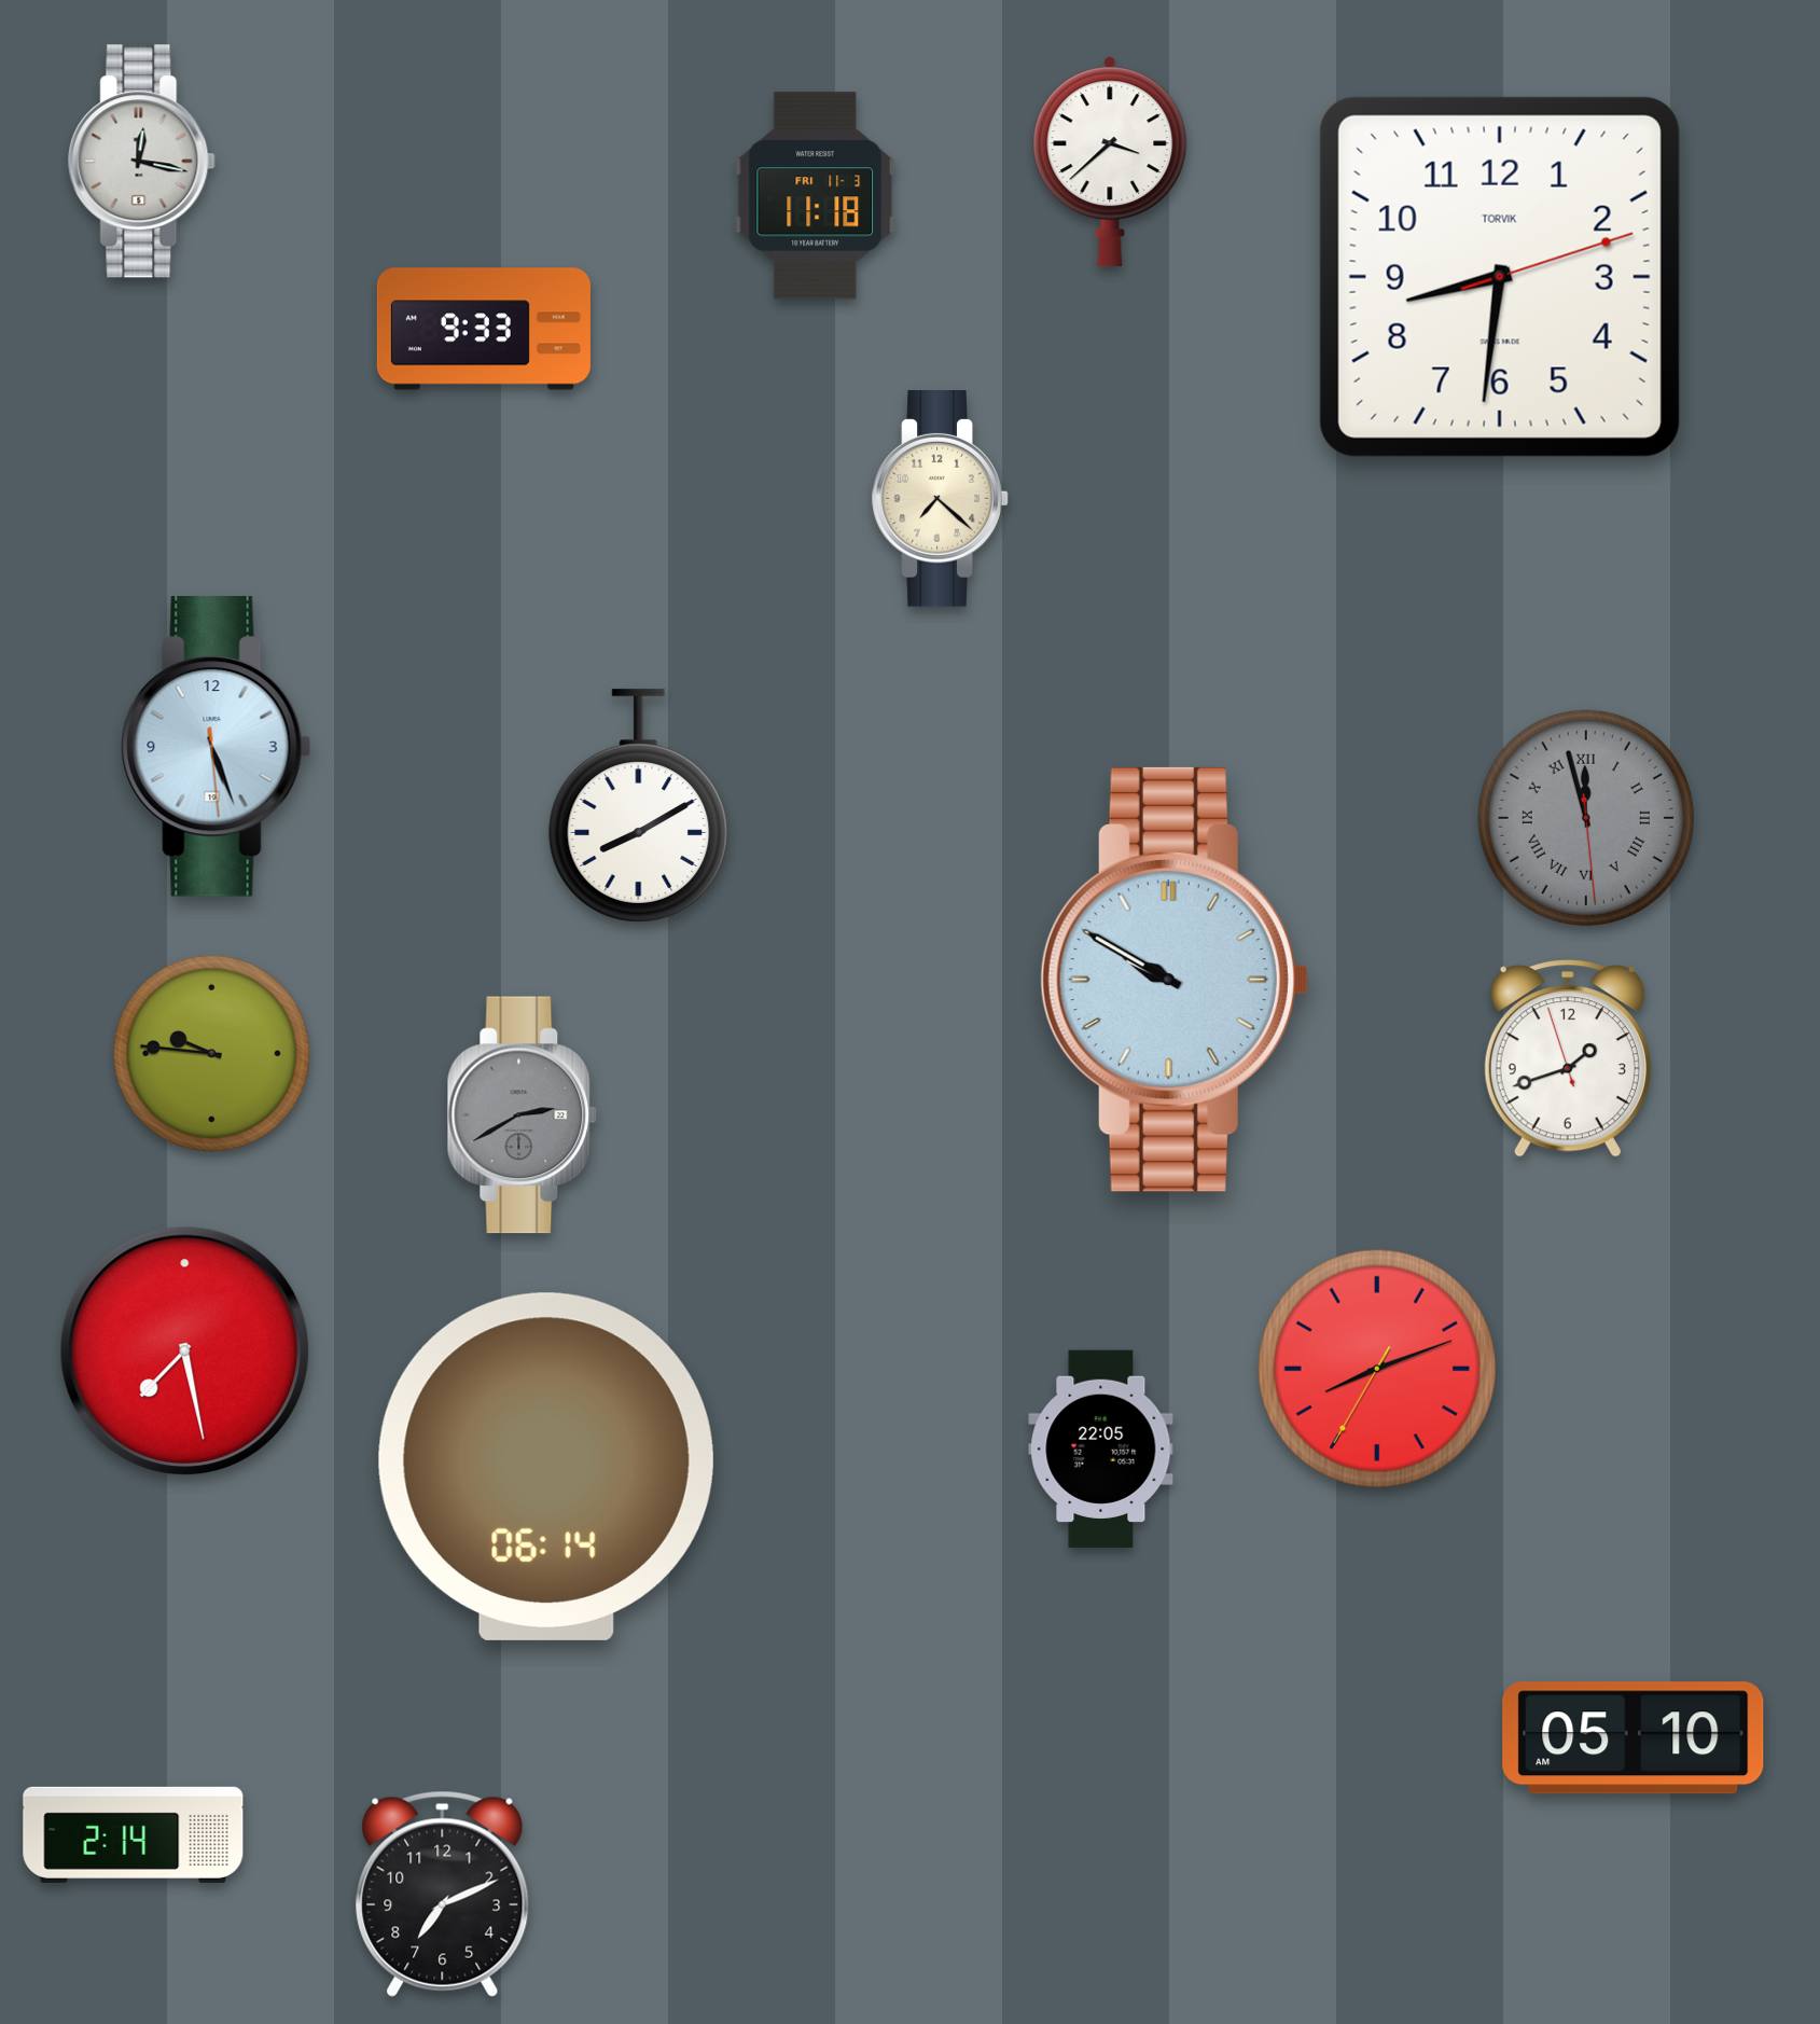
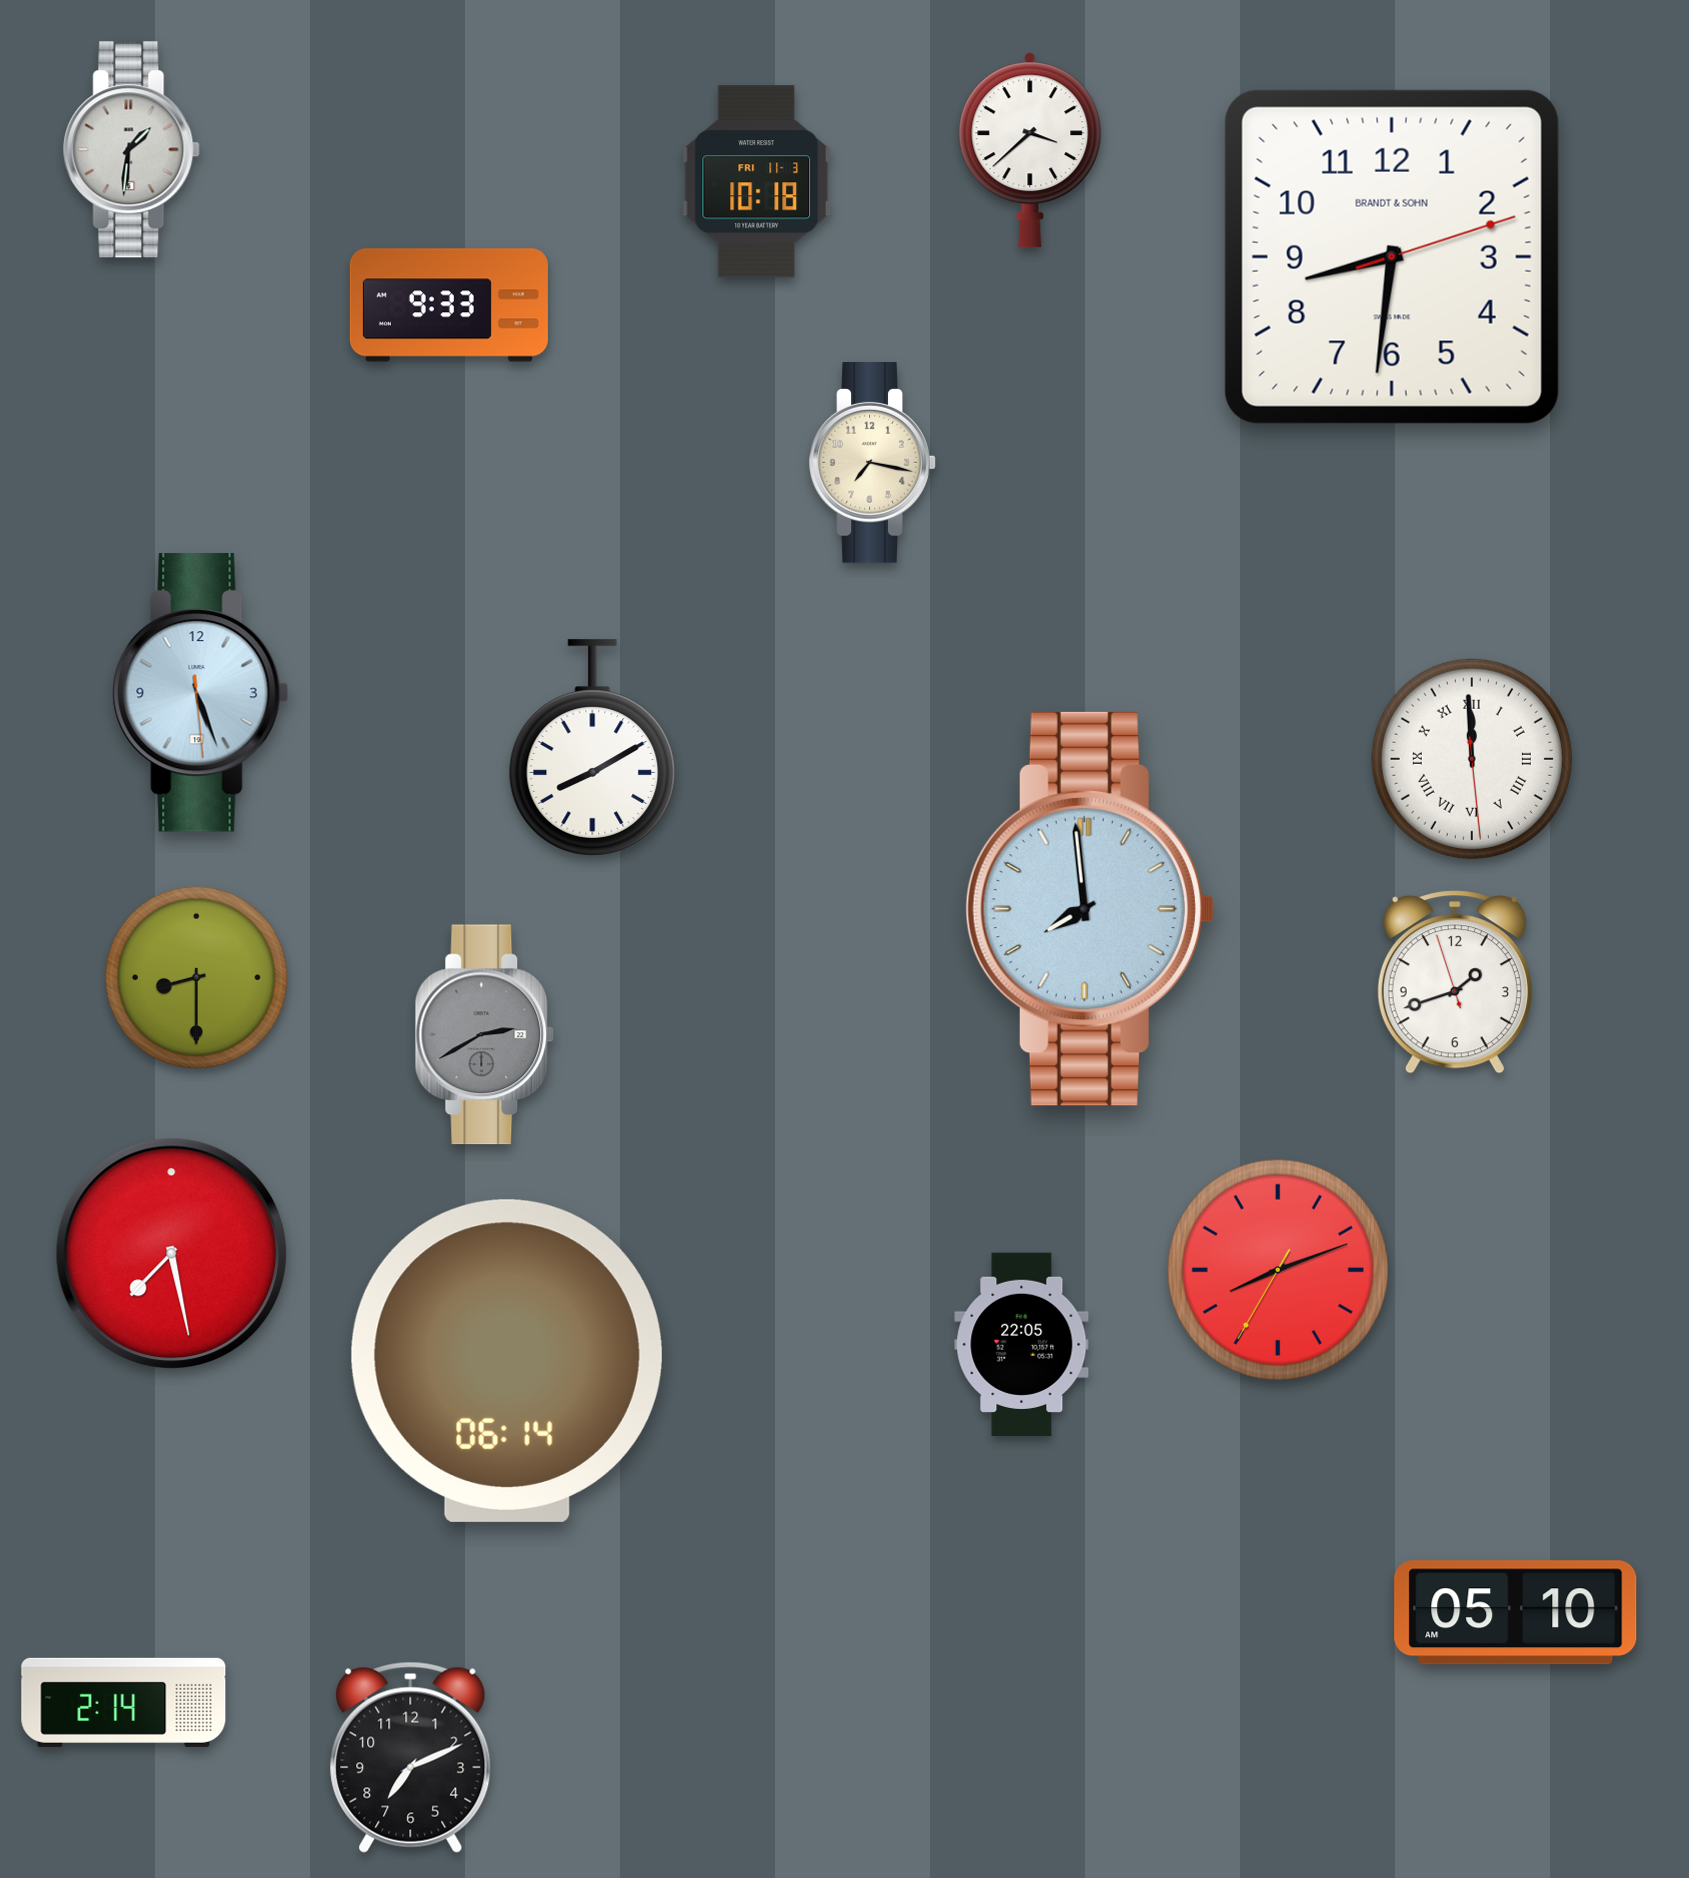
clock at (142, 162): 12:17 -> 1:31
clock at (816, 196): 11:18 -> 10:18
clock at (1500, 277) brand: TORVIK -> BRANDT & SOHN
clock at (941, 499): 7:22 -> 7:17
clock at (1586, 818): 11:57 -> 11:59
clock at (1586, 818) dial: grey -> white
clock at (1175, 980): 9:50 -> 7:59
clock at (211, 1053): 9:46 -> 8:30
